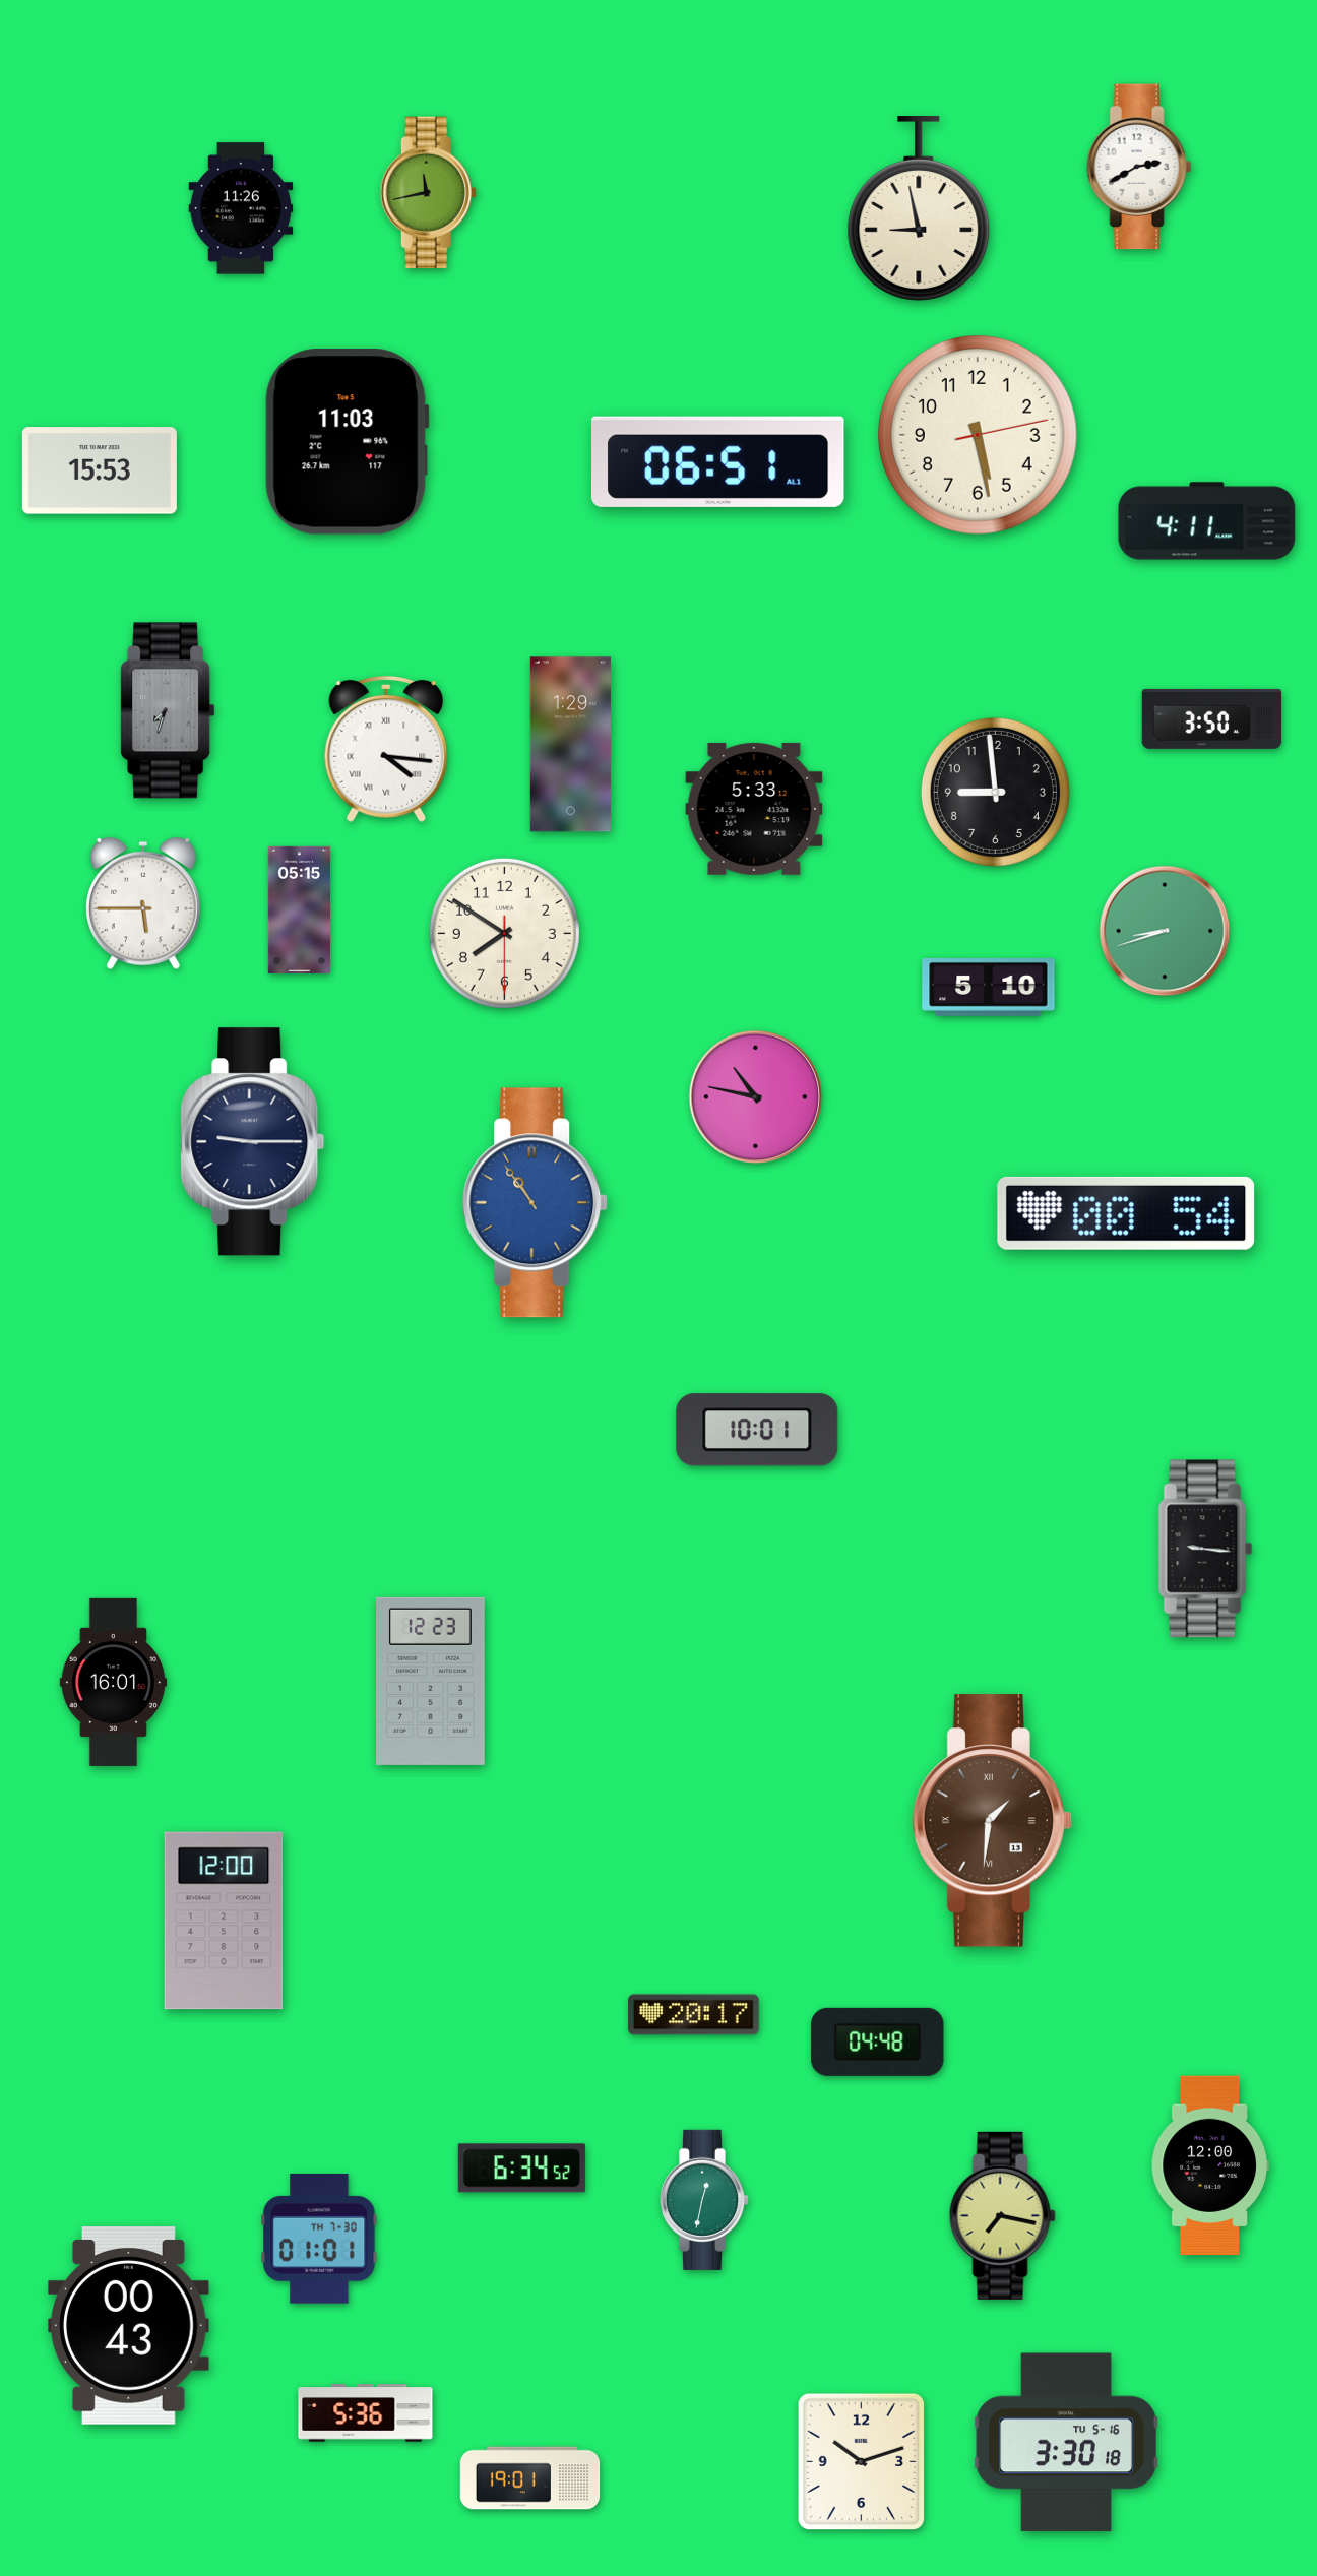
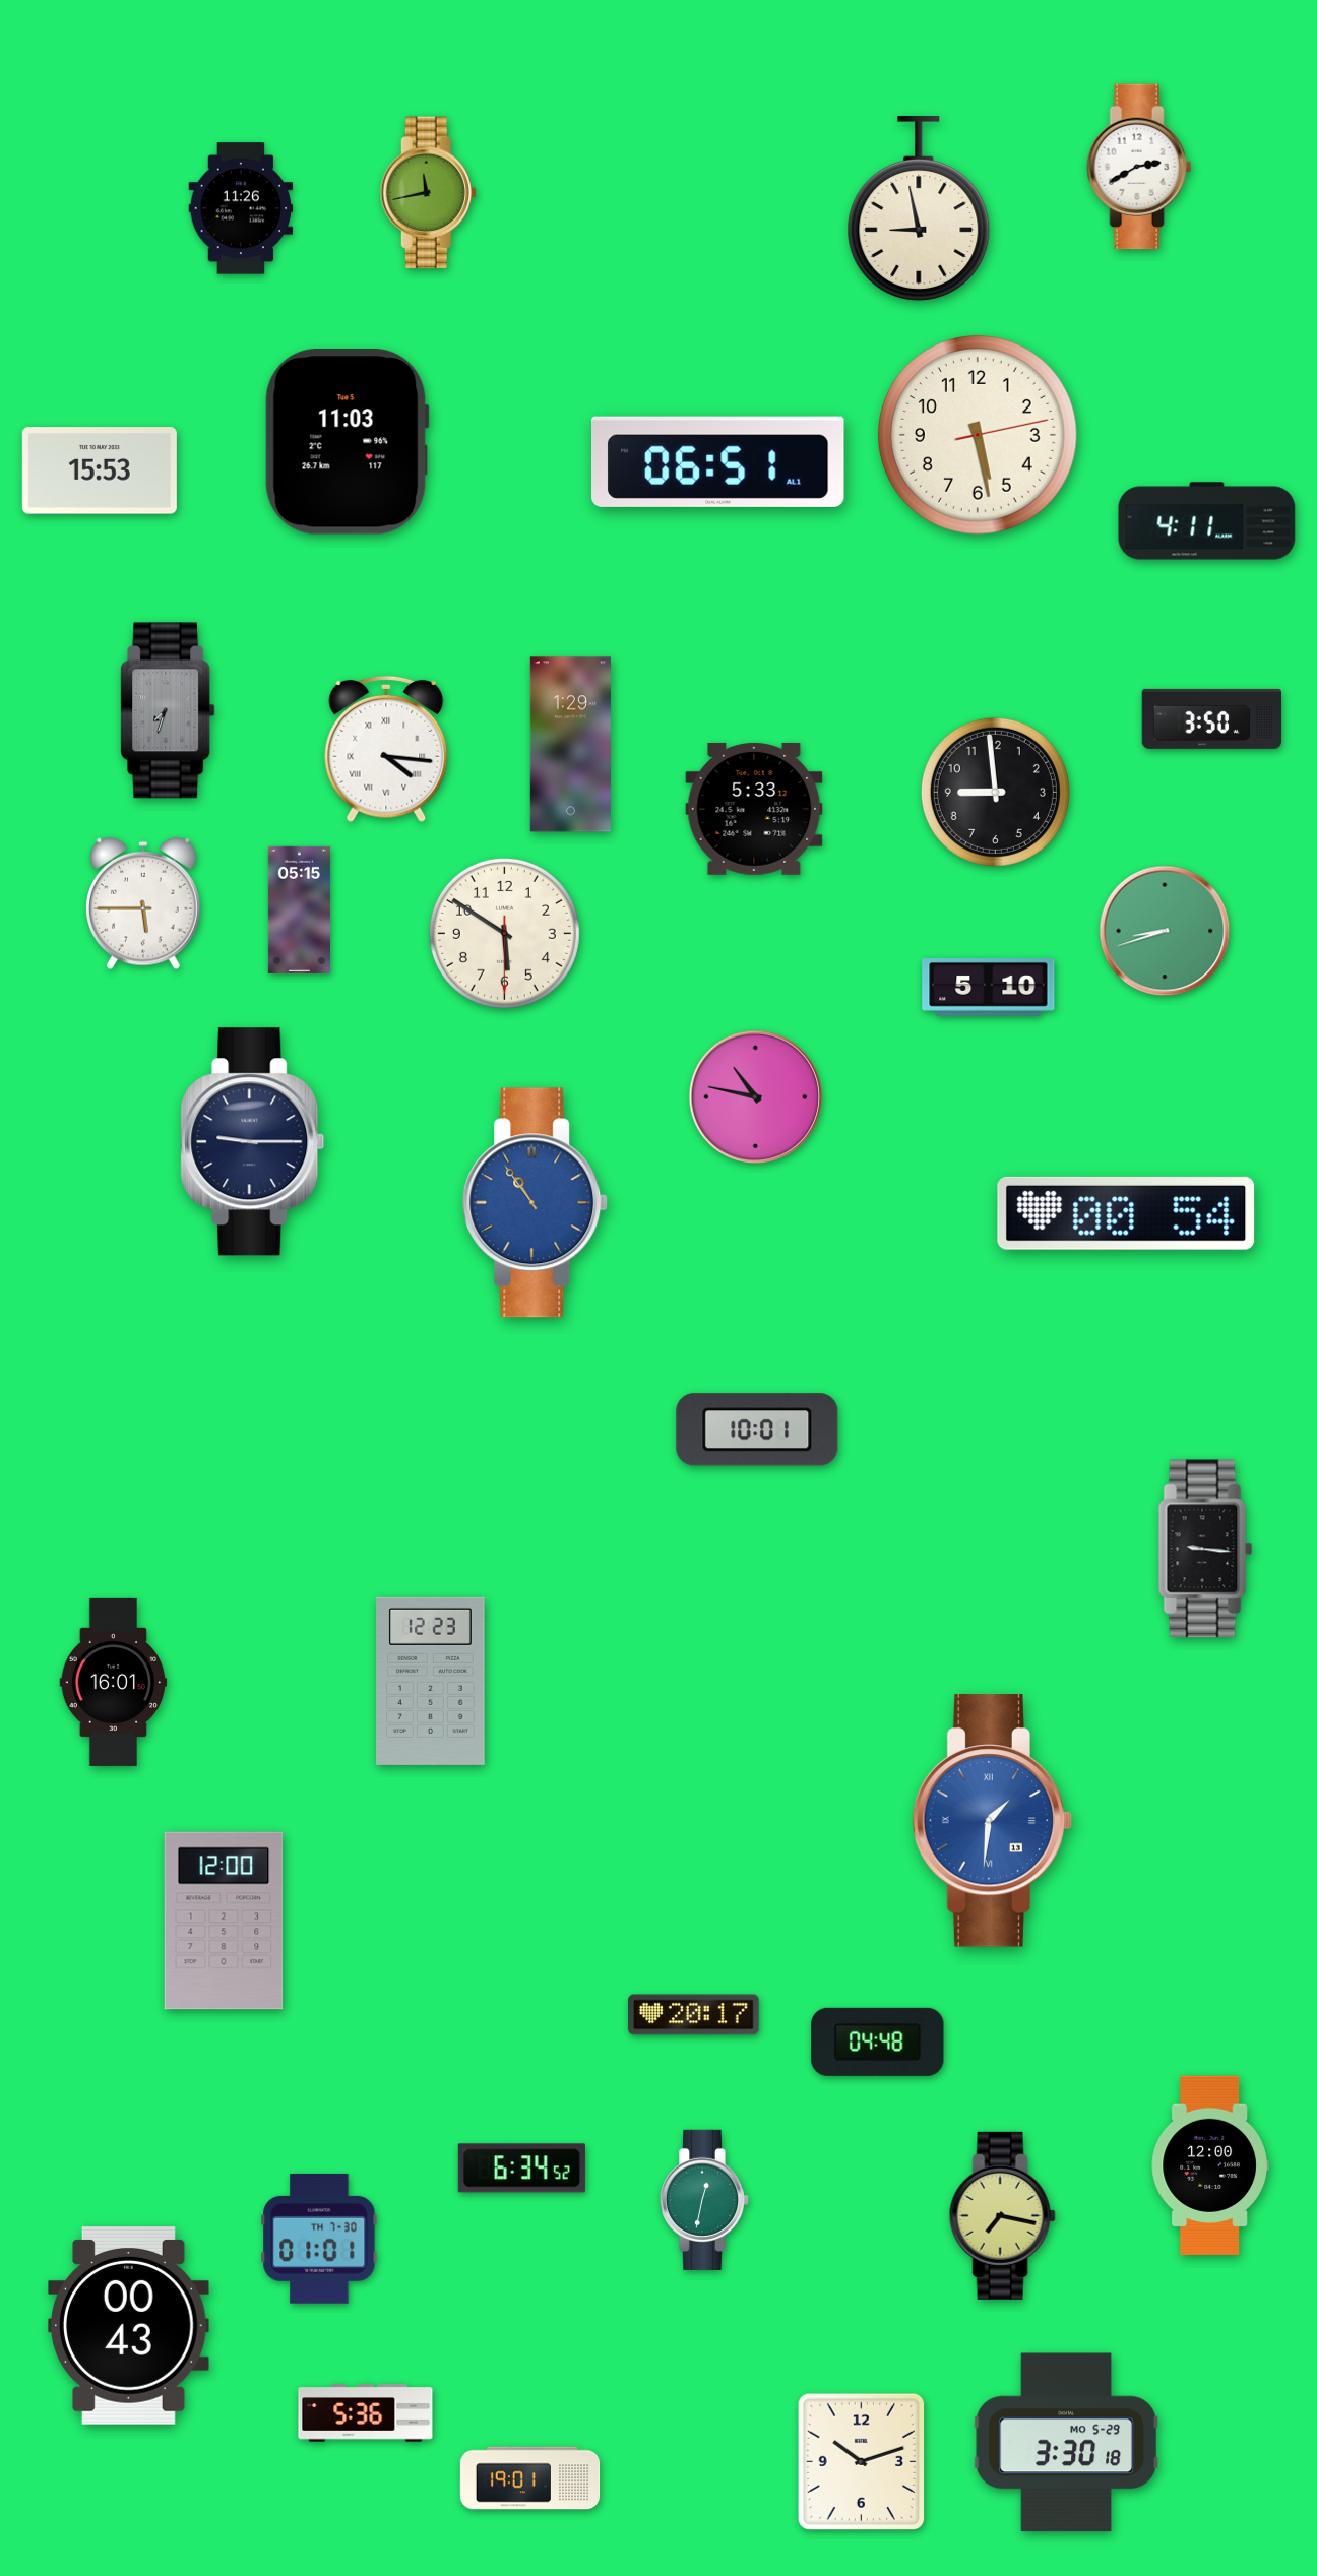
clock at (504, 933): 7:50 -> 5:50
clock at (993, 1821) dial: brown -> blue
clock at (1066, 2443) date: TU 5-16 -> MO 5-29
